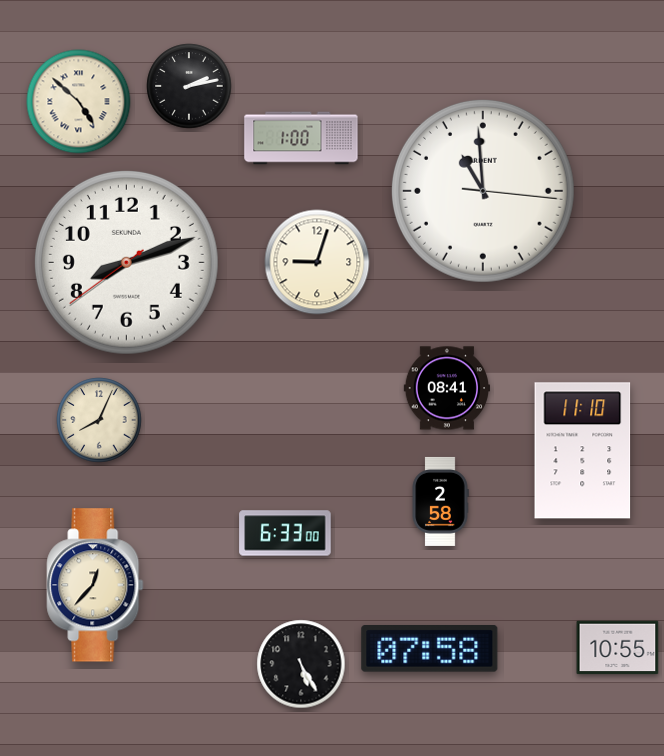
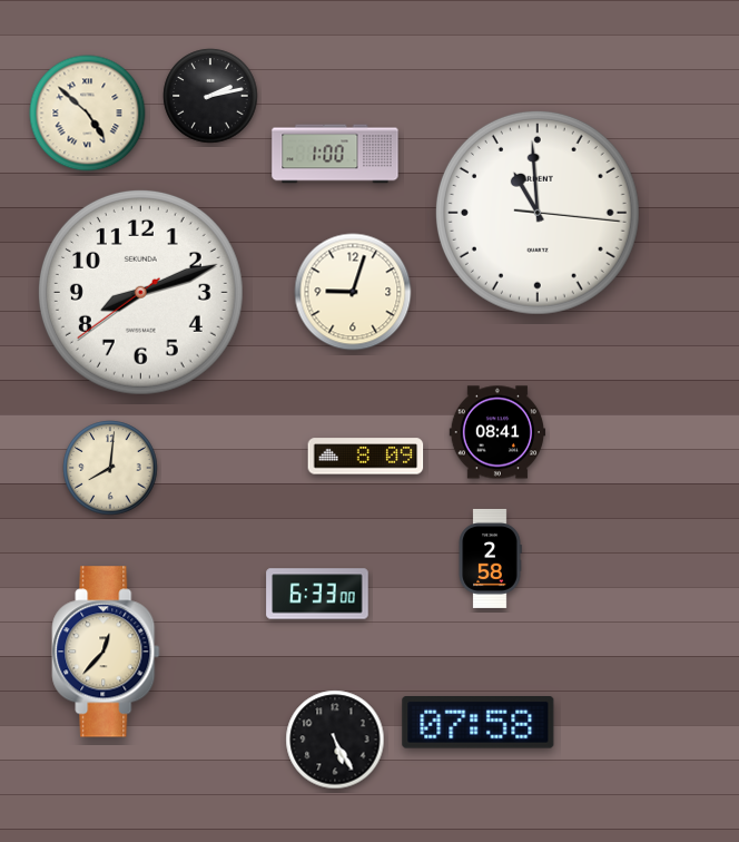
clock at (366, 457): none -> 8:09
clock at (99, 420): 8:04 -> 8:01
clock at (583, 451): 11:10 -> none
clock at (618, 648): 10:55 -> none
